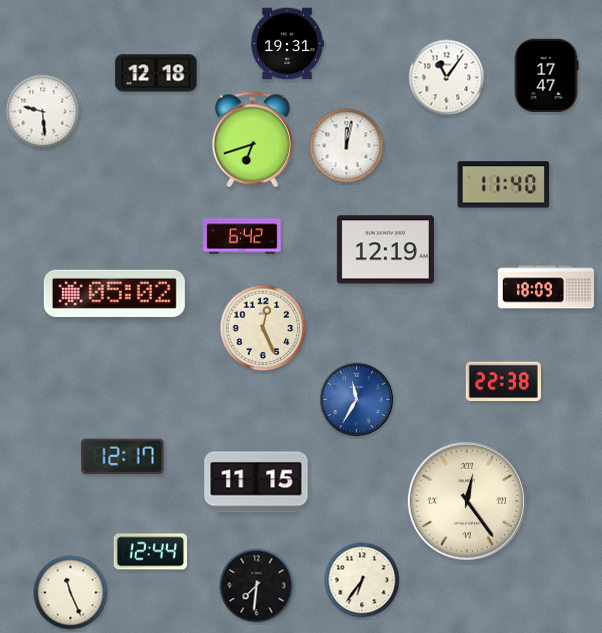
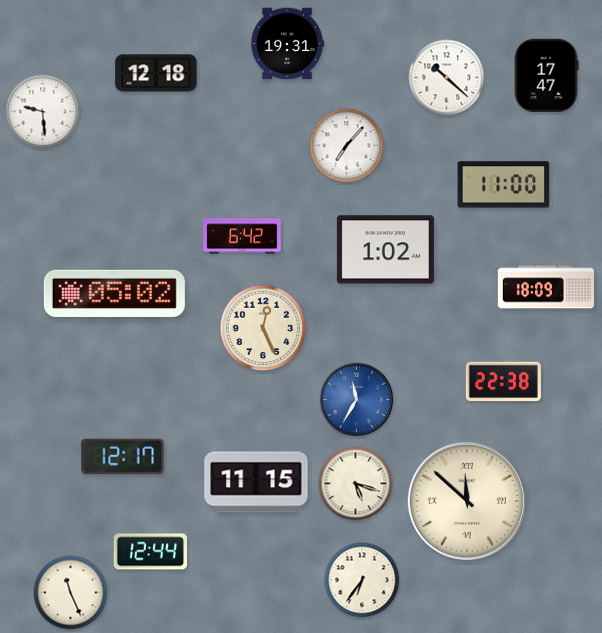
clock at (447, 78): 11:06 -> 10:22
clock at (252, 140): 6:42 -> none
clock at (347, 146): 12:02 -> 7:07
clock at (504, 185): 11:40 -> 11:00
clock at (385, 250): 12:19 -> 1:02
clock at (356, 484): none -> 5:18
clock at (467, 501): 12:24 -> 11:52
clock at (257, 586): 7:31 -> none
